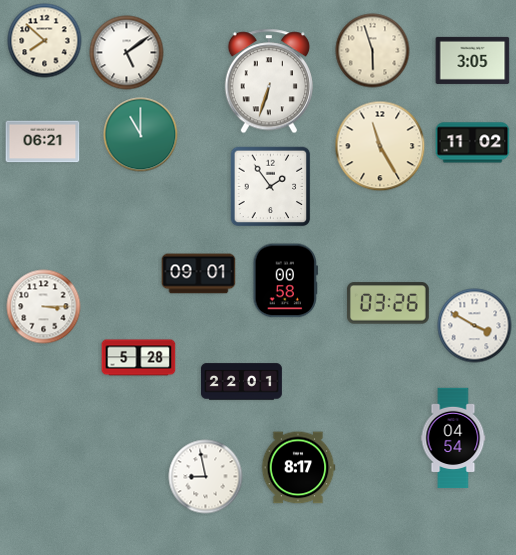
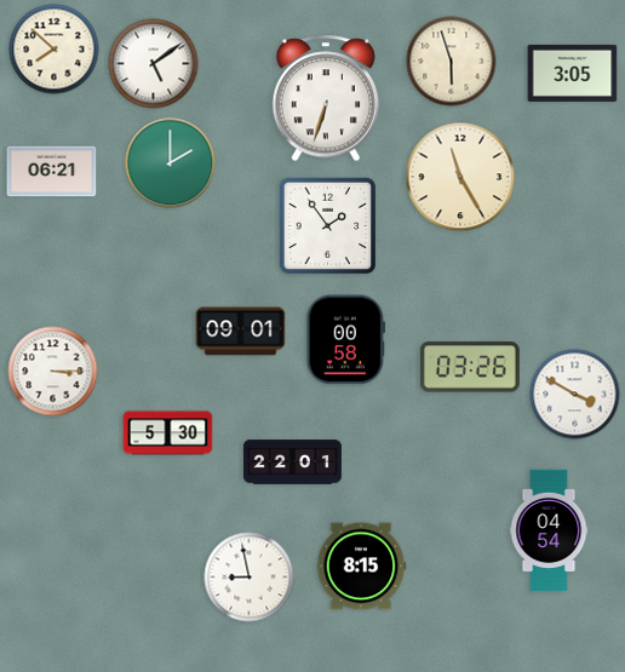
clock at (141, 135): 11:00 -> 2:00
clock at (473, 143): 11:02 -> none
clock at (139, 358): 5:28 -> 5:30
clock at (298, 468): 8:17 -> 8:15
